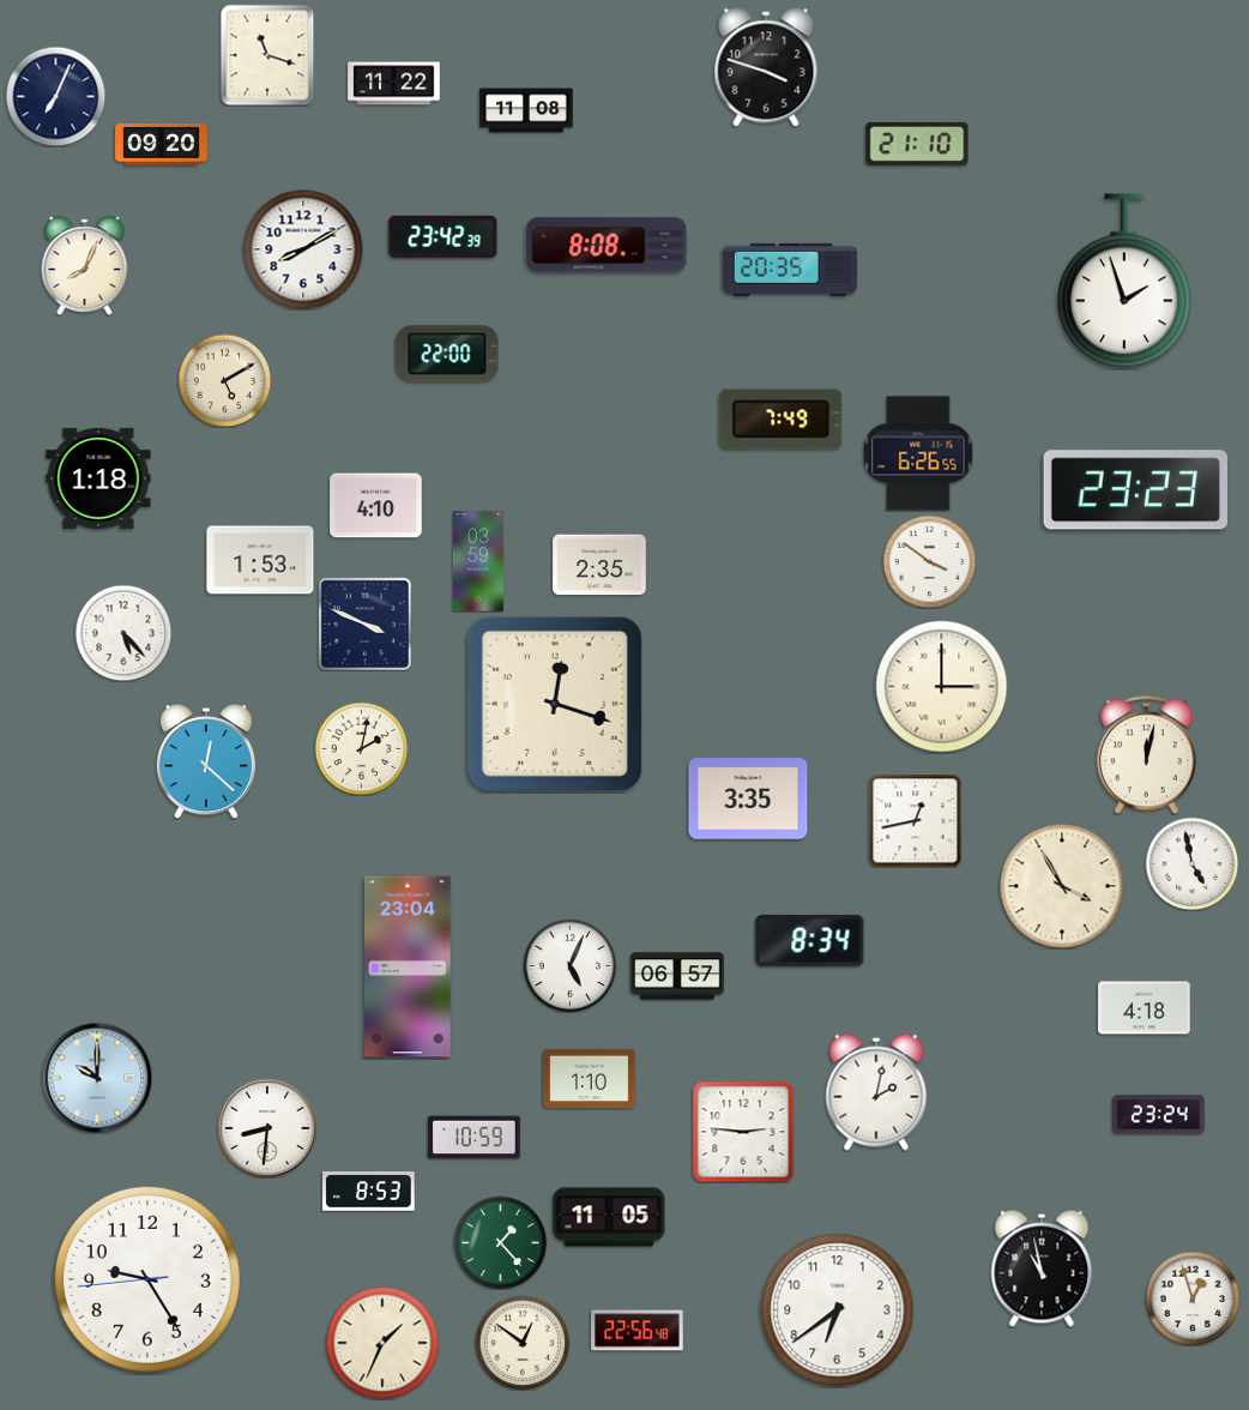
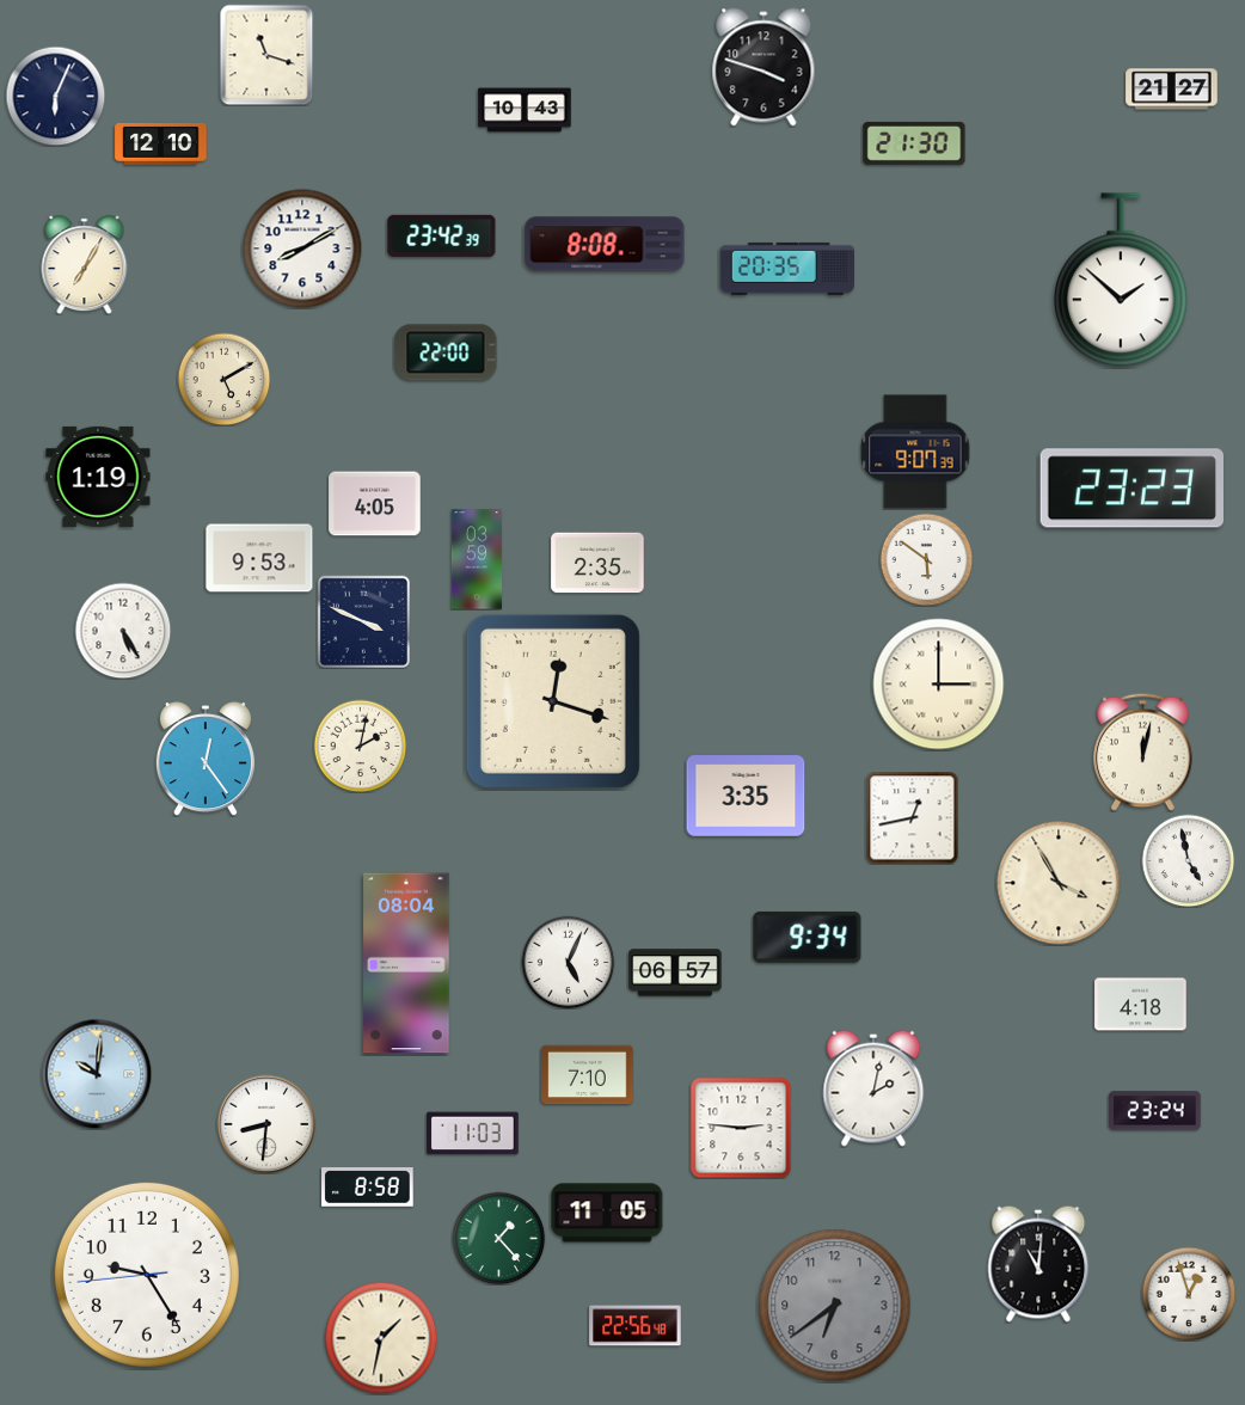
clock at (394, 84): 11:22 -> none
clock at (1172, 90): none -> 21:27
clock at (55, 96): 7:04 -> 6:04
clock at (526, 110): 11:08 -> 10:43
clock at (162, 144): 09:20 -> 12:10
clock at (917, 144): 21:10 -> 21:30
clock at (85, 266): 8:04 -> 7:05
clock at (1124, 281): 1:57 -> 1:52
clock at (782, 420): 7:49 -> none
clock at (918, 453): 6:26 -> 9:07
clock at (98, 478): 1:18 -> 1:19
clock at (376, 506): 4:10 -> 4:05
clock at (260, 560): 1:53 -> 9:53
clock at (929, 561): 3:51 -> 5:51
clock at (123, 633): 5:23 -> 5:25
clock at (206, 761): 12:22 -> 12:24
clock at (810, 940): 8:34 -> 9:34
clock at (408, 966): 23:04 -> 08:04
clock at (97, 1078): 10:00 -> 10:01
clock at (590, 1079): 1:10 -> 7:10
clock at (475, 1138): 10:59 -> 11:03
clock at (369, 1192): 8:53 -> 8:58
clock at (1042, 1269): 10:58 -> 11:01
clock at (838, 1310) dial: white -> grey
clock at (382, 1343): 1:34 -> 1:32
clock at (523, 1343): 12:51 -> none
